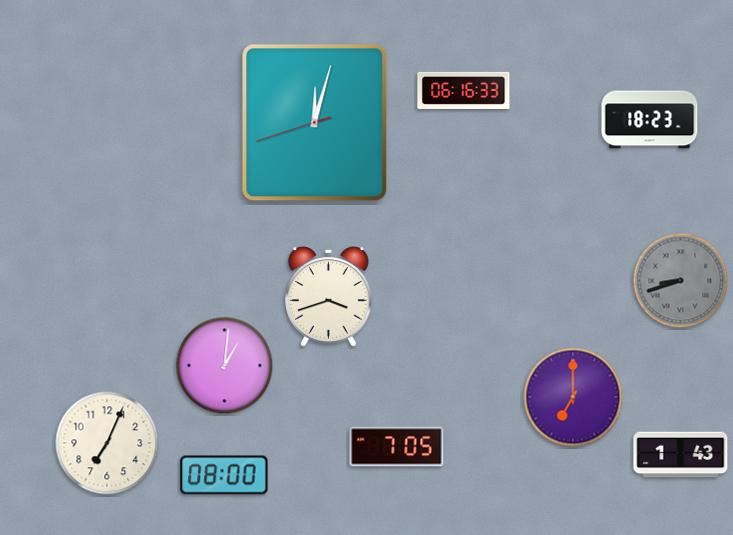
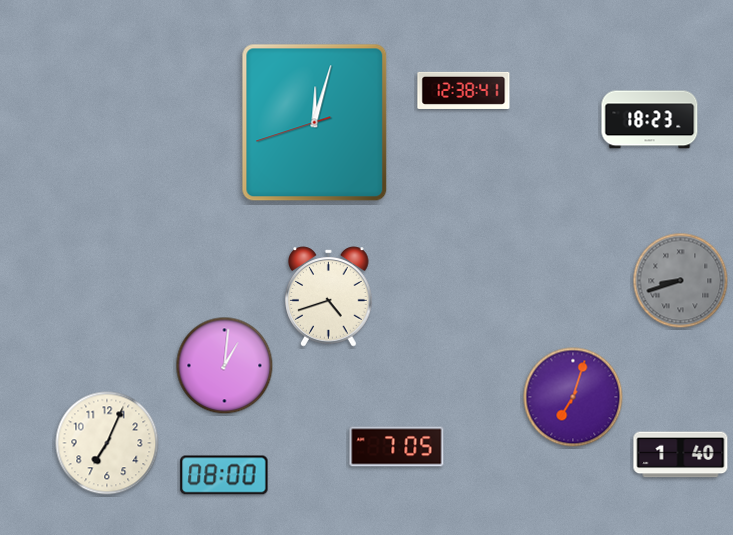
clock at (464, 90): 06:16 -> 12:38
clock at (329, 297): 3:42 -> 4:42
clock at (573, 397): 7:00 -> 7:03
clock at (681, 455): 1:43 -> 1:40
